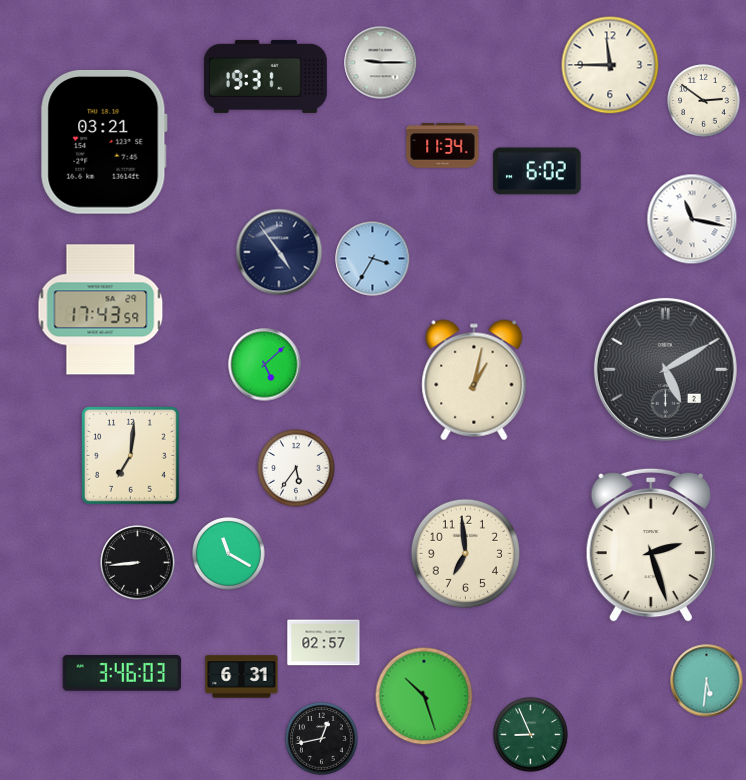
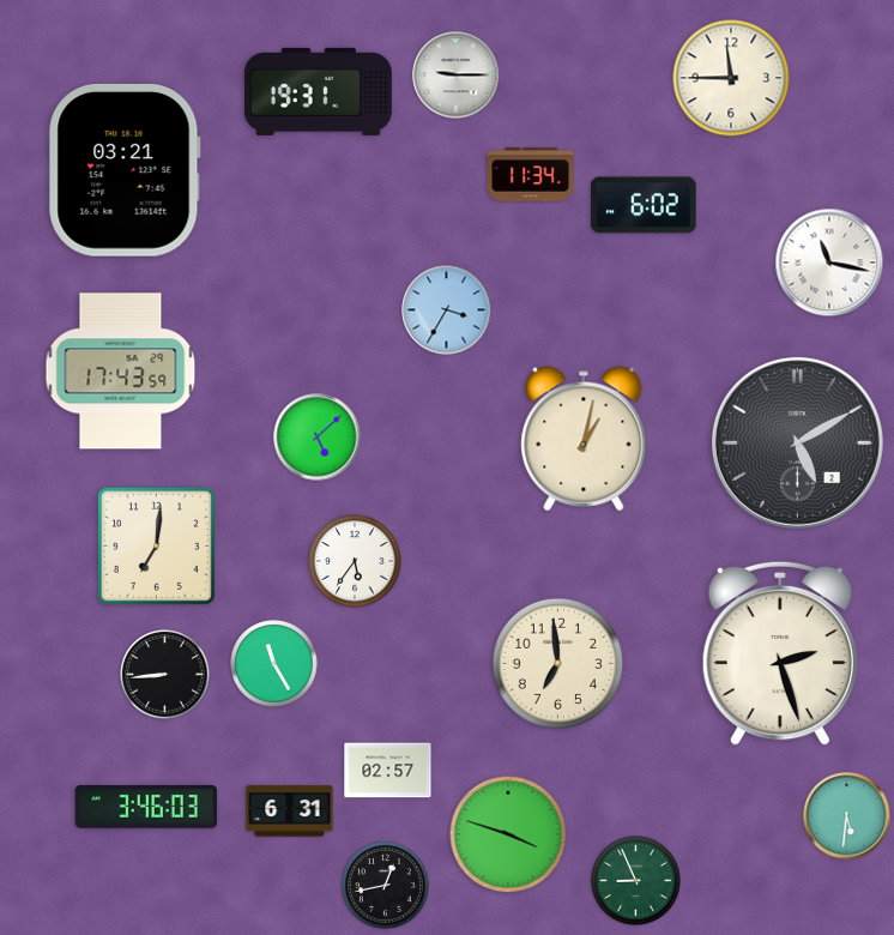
clock at (704, 101): 2:51 -> none
clock at (279, 252): 4:54 -> none
clock at (474, 380) position: (474, 380) -> (584, 439)
clock at (229, 554): 11:20 -> 11:25
clock at (424, 696): 10:27 -> 3:48
